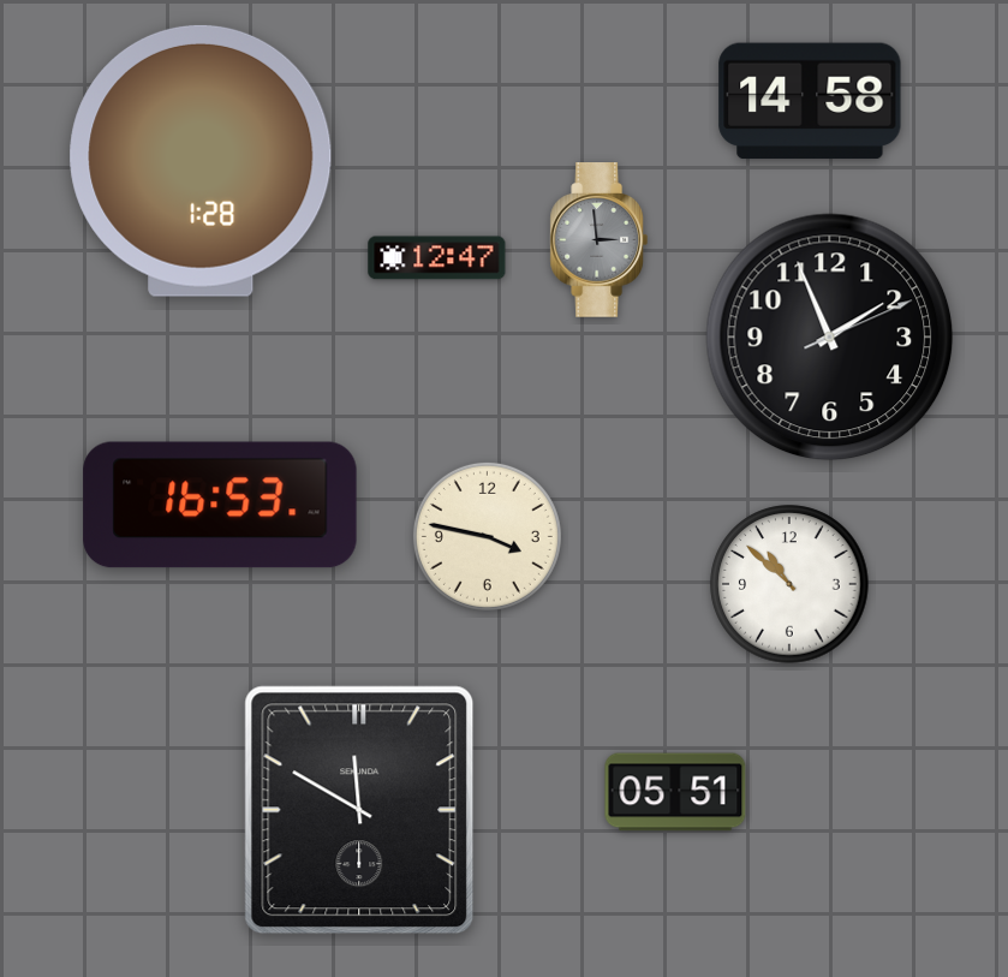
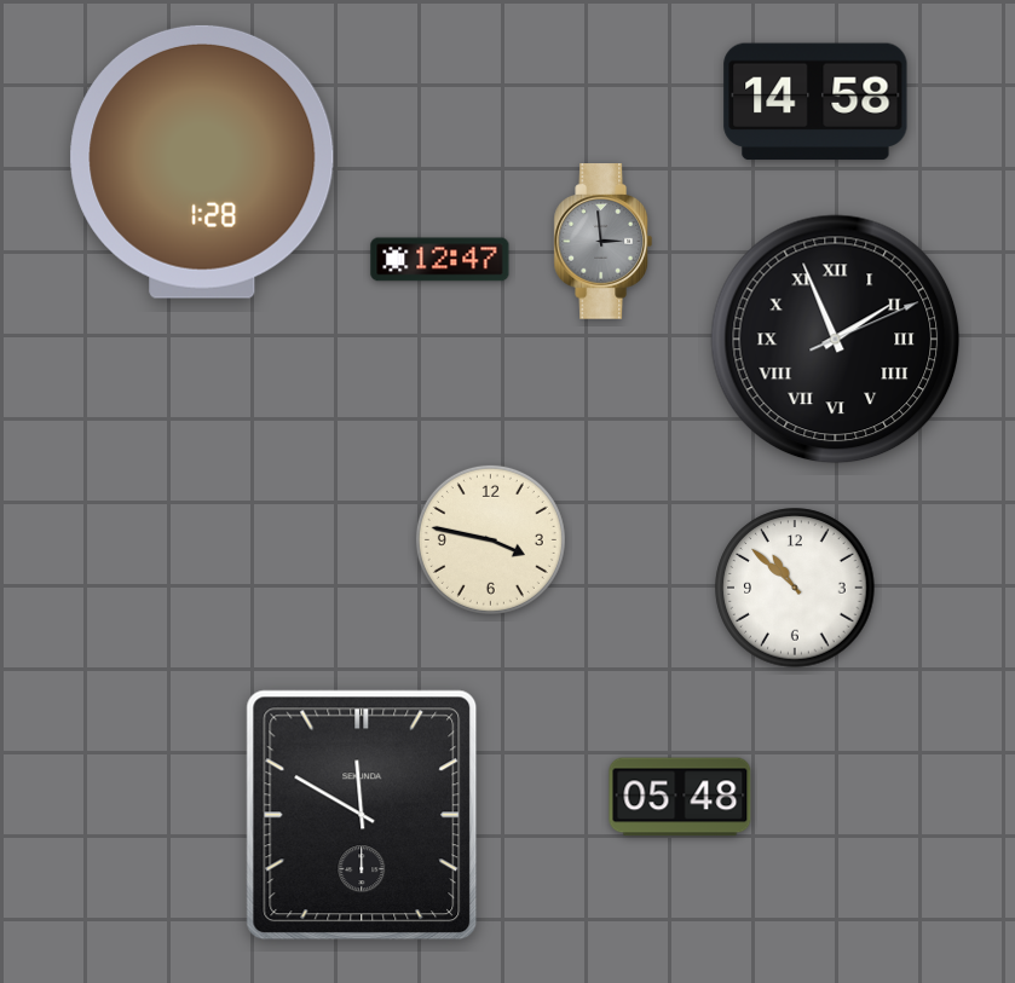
clock at (830, 338) numerals: Arabic -> Roman
clock at (220, 505): 16:53 -> none
clock at (675, 792): 05:51 -> 05:48
